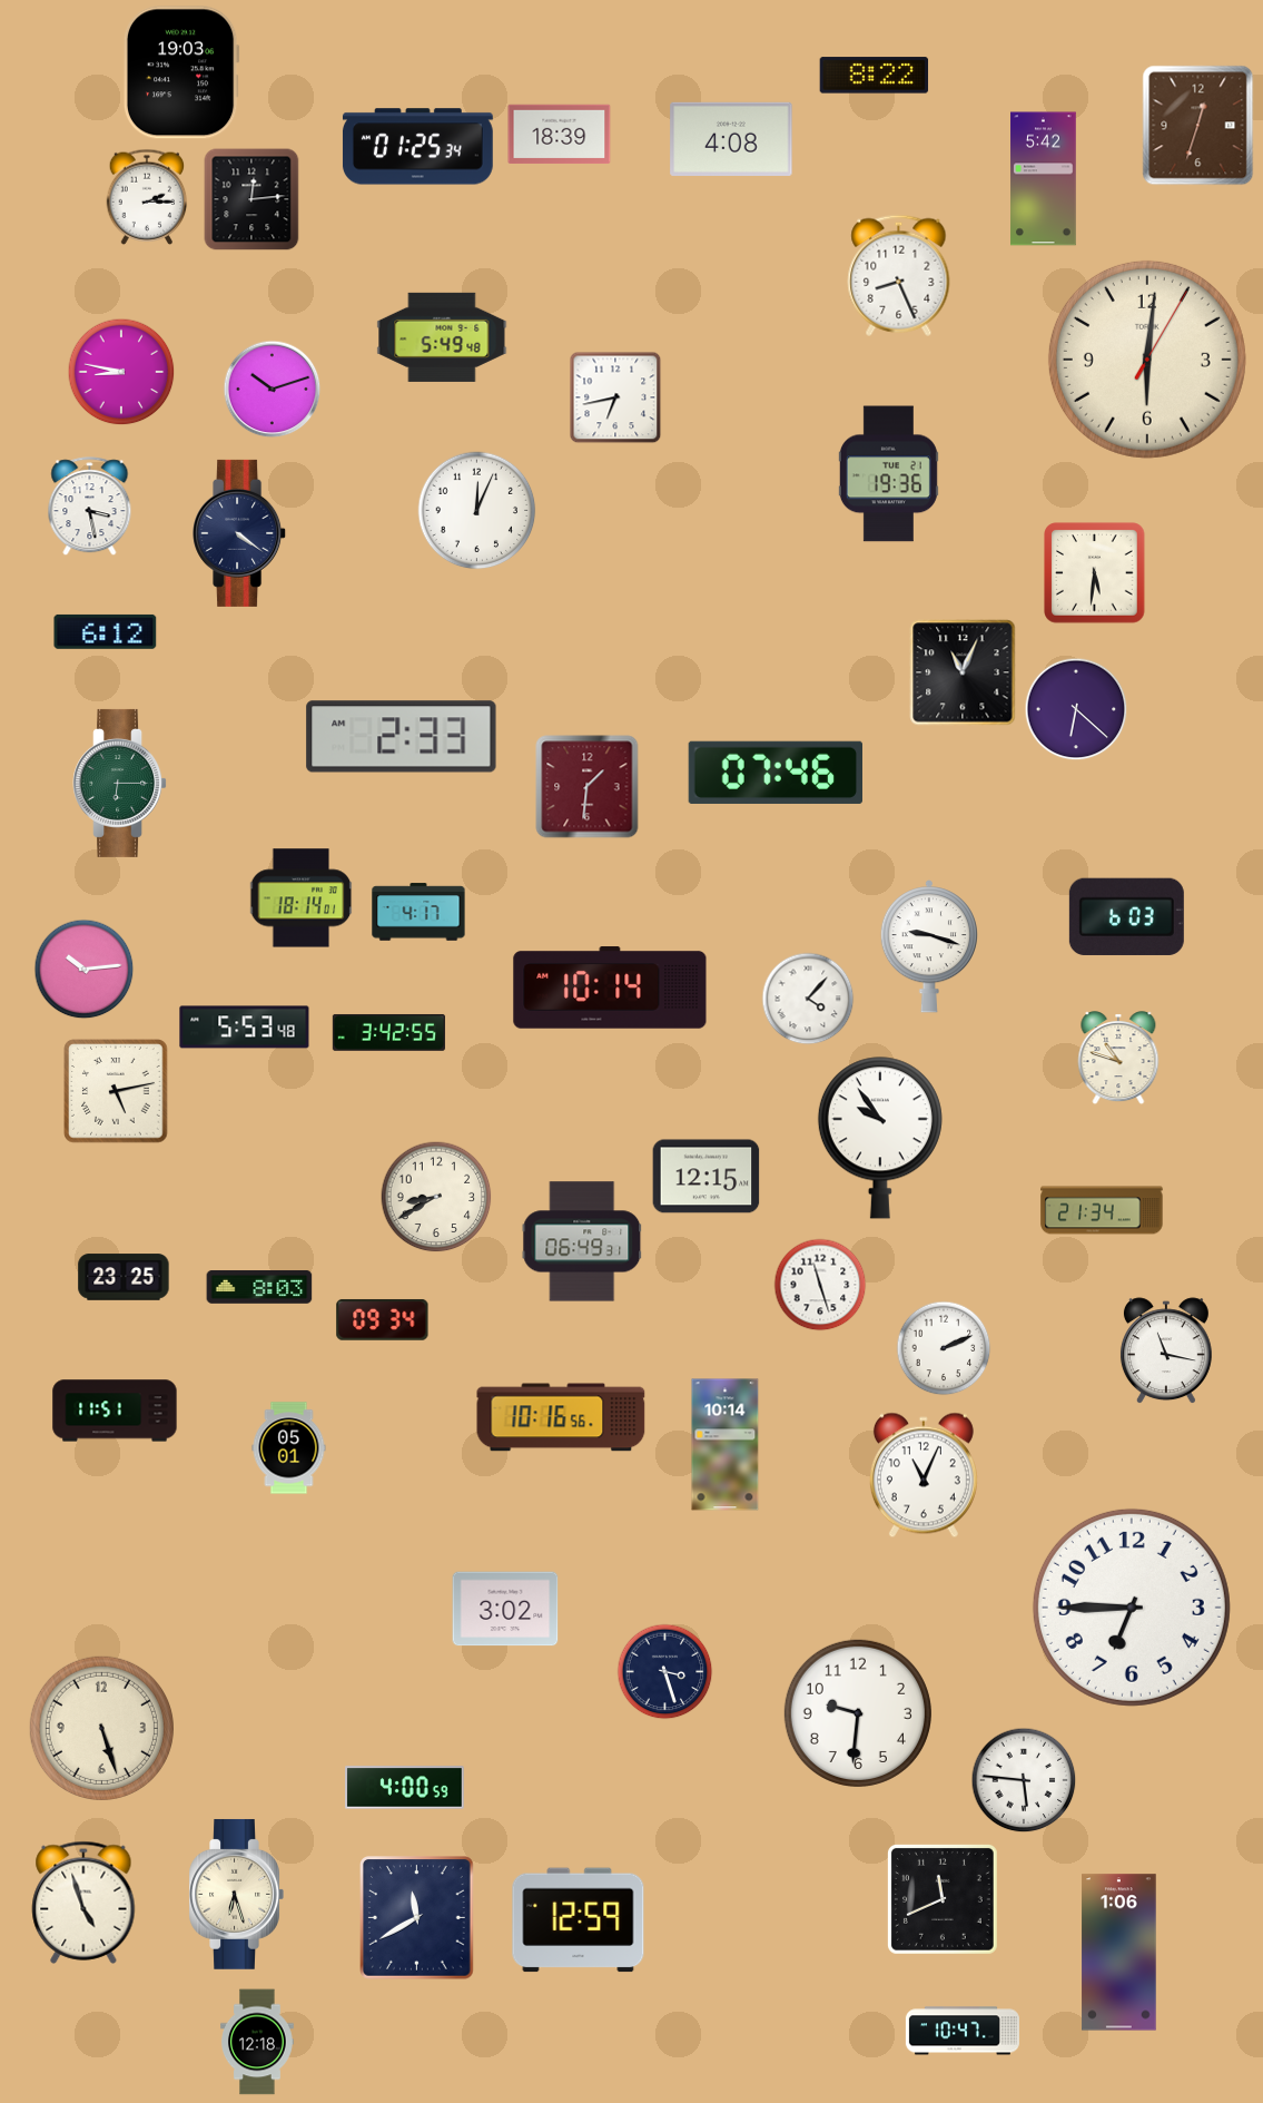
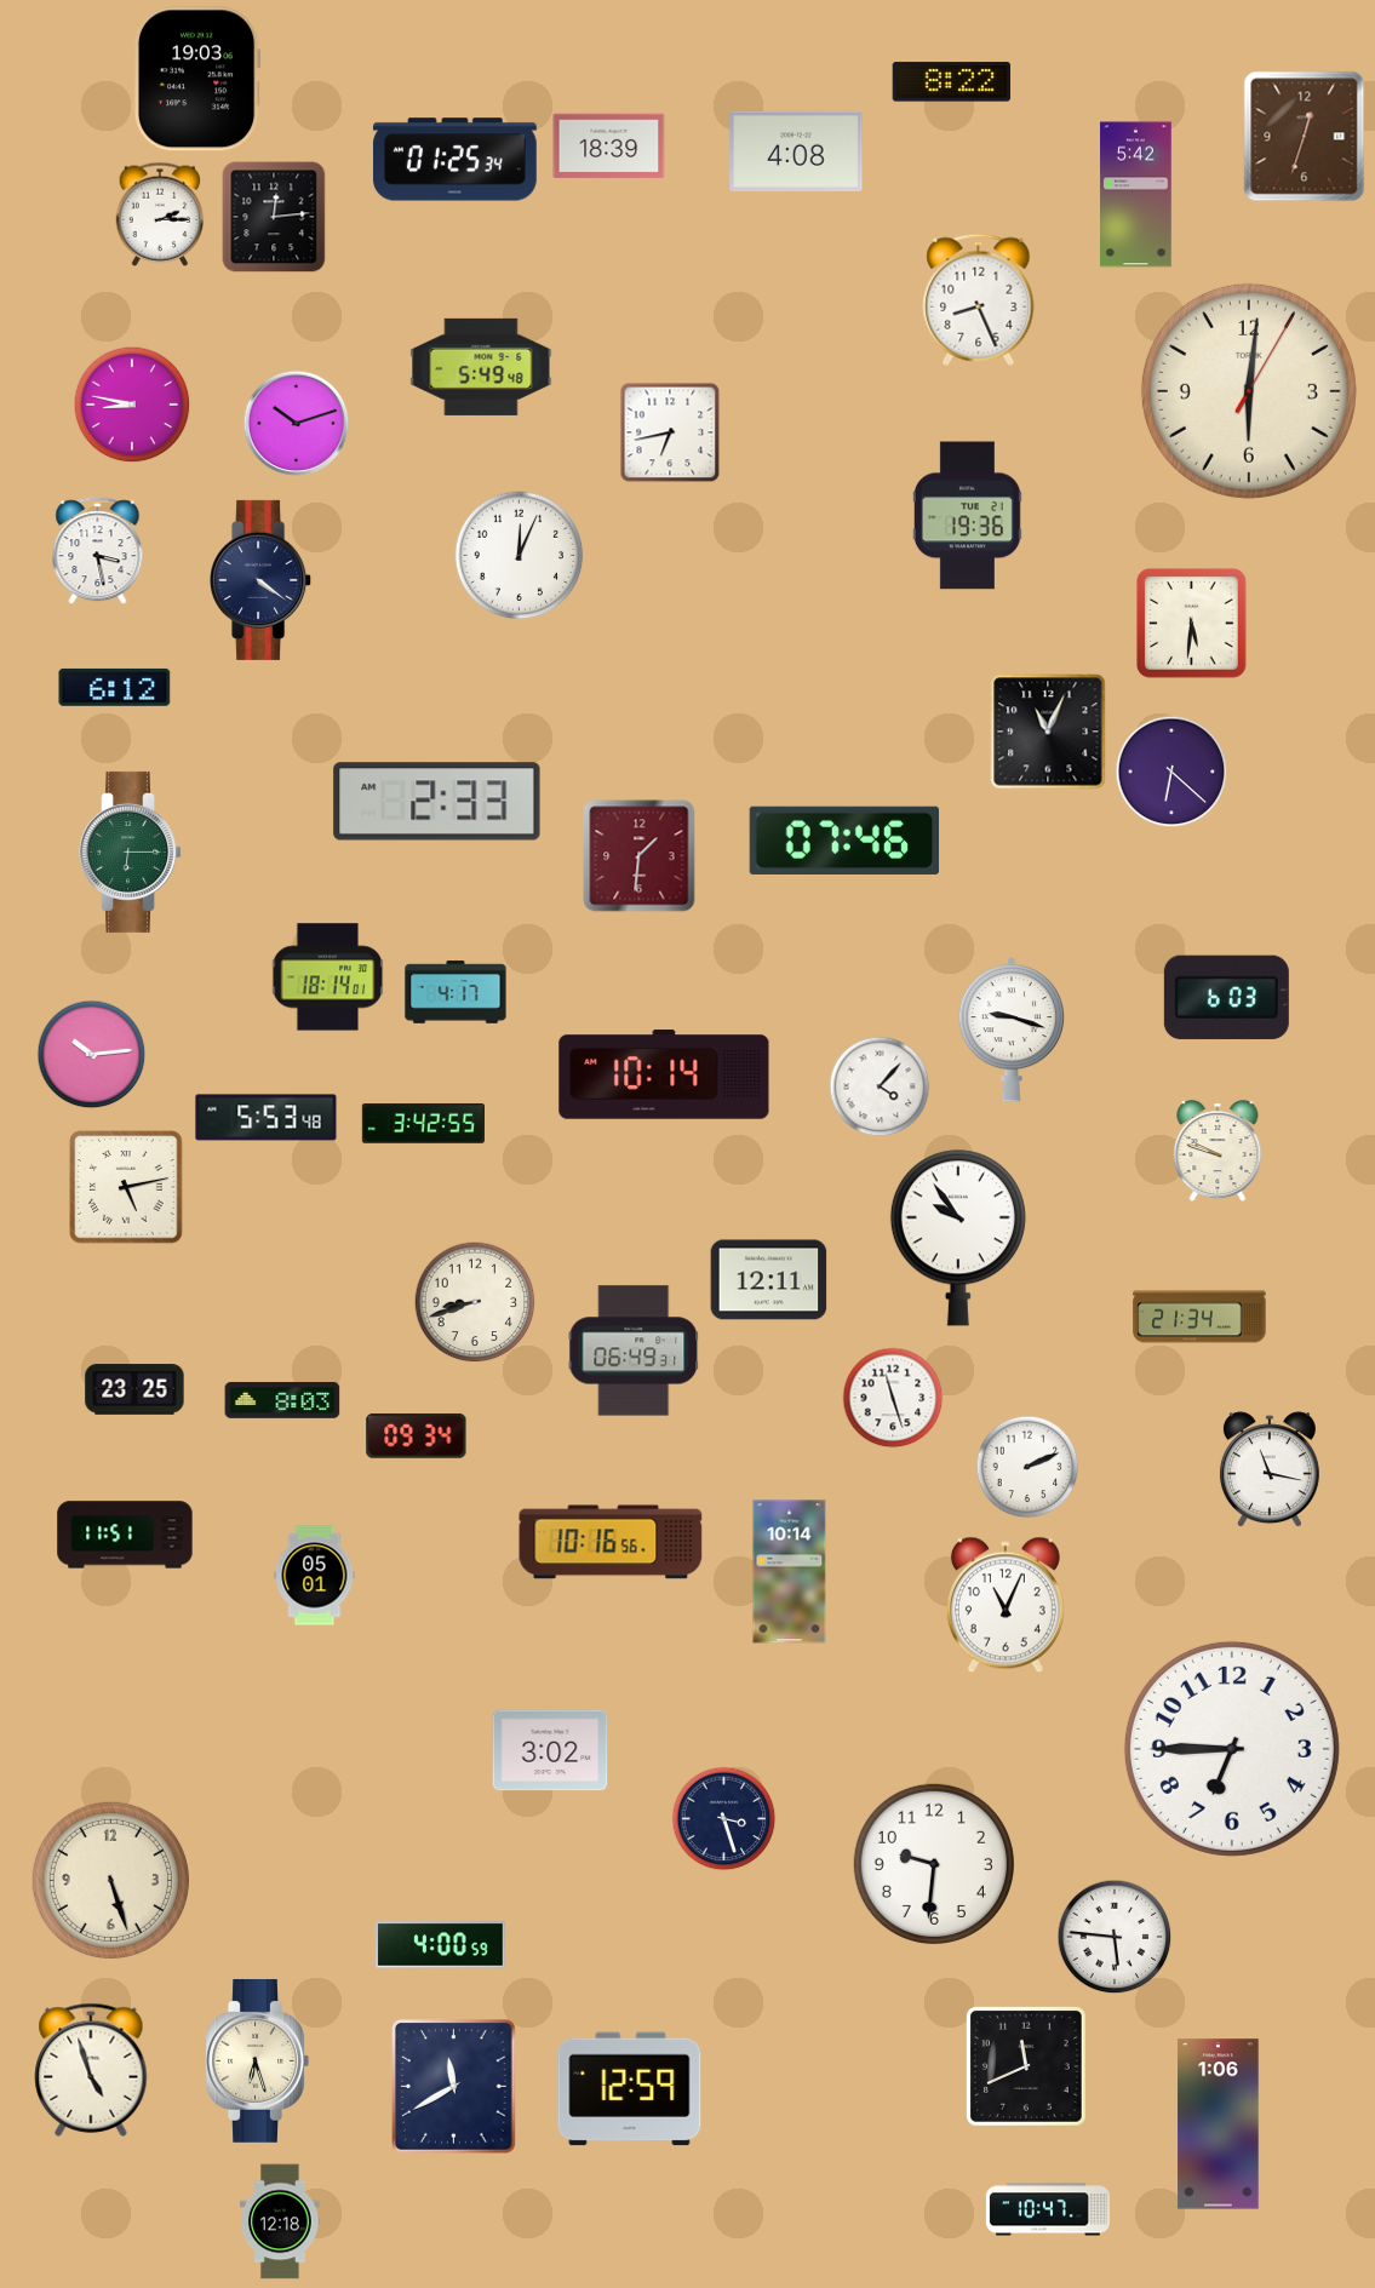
clock at (1118, 1059): 10:48 -> 9:48
clock at (707, 1177): 12:15 -> 12:11
clock at (436, 1197): 8:40 -> 8:42
